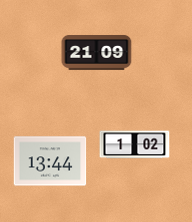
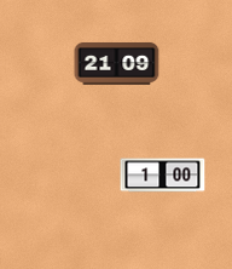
clock at (135, 145): 1:02 -> 1:00
clock at (50, 161): 13:44 -> none
